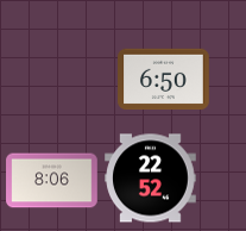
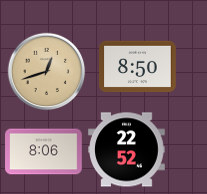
clock at (164, 80): 6:50 -> 8:50
clock at (46, 71): none -> 12:42
